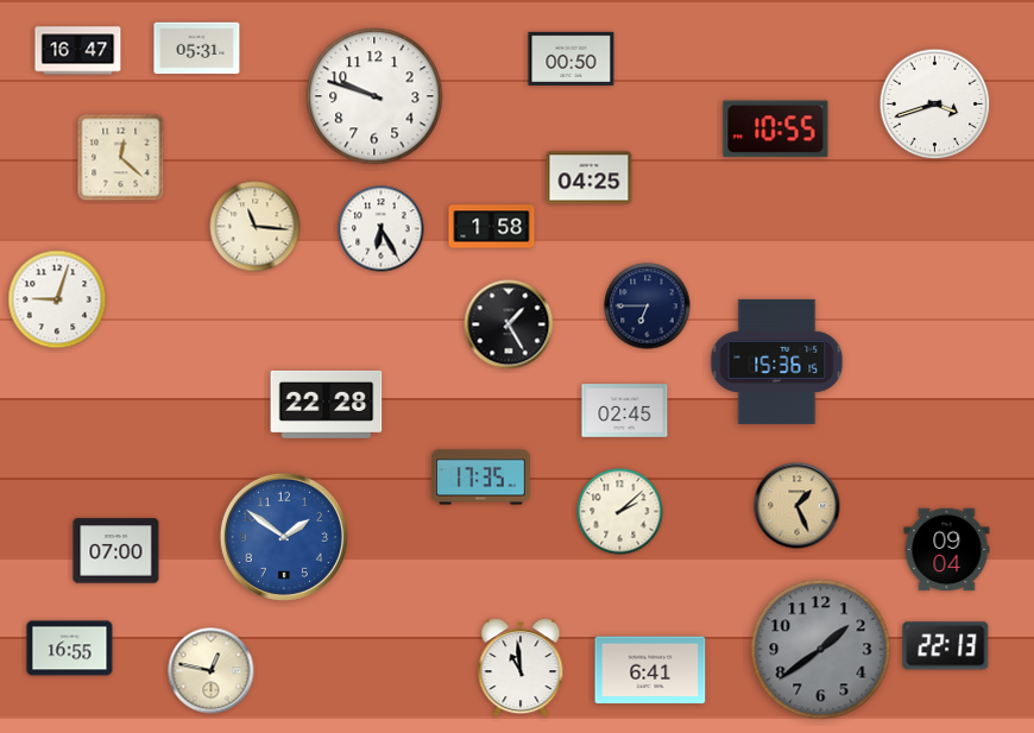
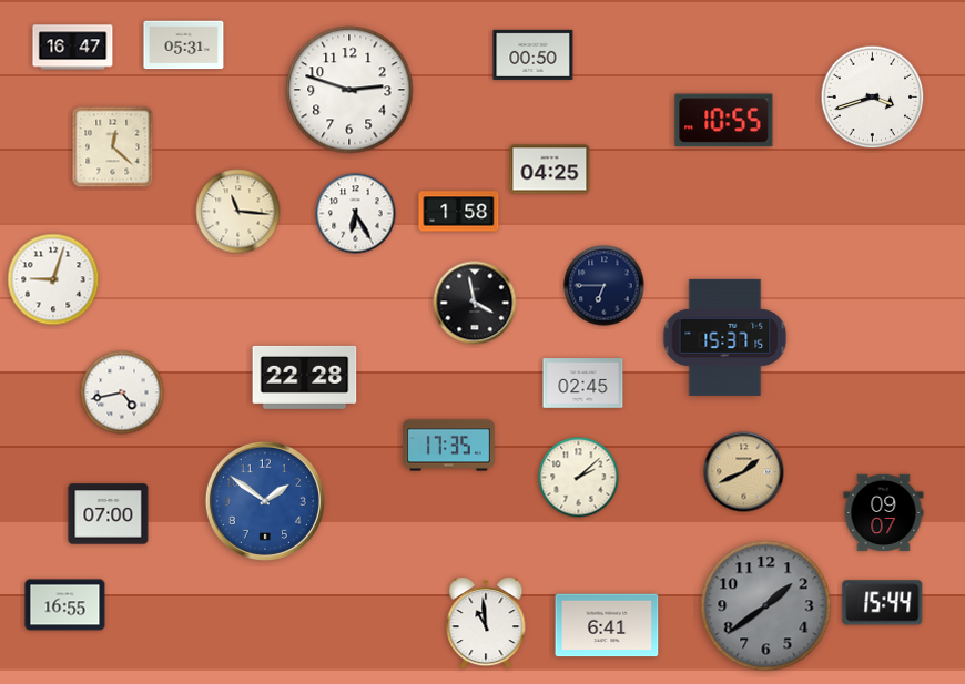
clock at (374, 96): 9:48 -> 2:48
clock at (589, 178) position: (589, 178) -> (550, 170)
clock at (509, 324): 1:25 -> 3:58
clock at (777, 361): 15:36 -> 15:37
clock at (122, 392): none -> 4:43
clock at (797, 506): 1:26 -> 1:41
clock at (947, 550): 09:04 -> 09:07
clock at (946, 646): 22:13 -> 15:44
clock at (212, 671): 12:47 -> none
